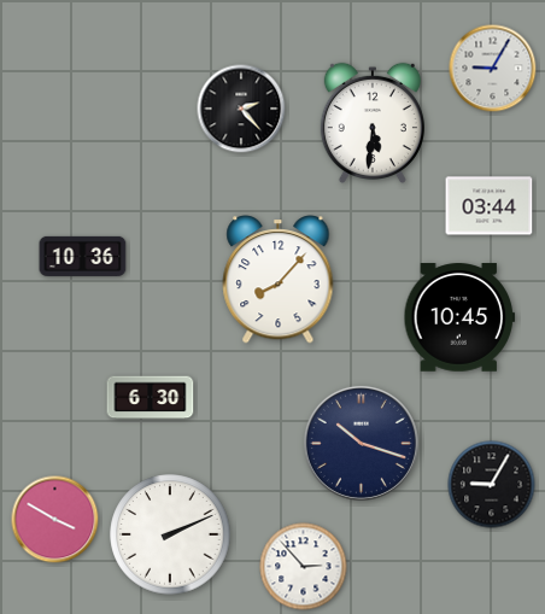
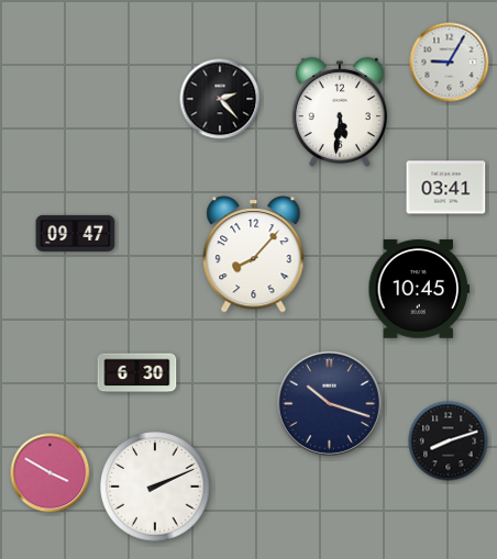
clock at (490, 206): 03:44 -> 03:41
clock at (83, 256): 10:36 -> 09:47
clock at (151, 398) position: (151, 398) -> (137, 373)
clock at (492, 485): 9:05 -> 8:12
clock at (304, 567): 2:53 -> none
